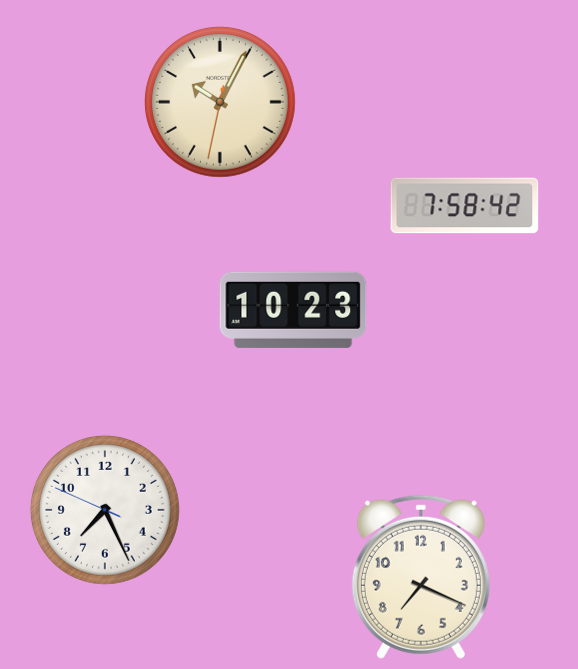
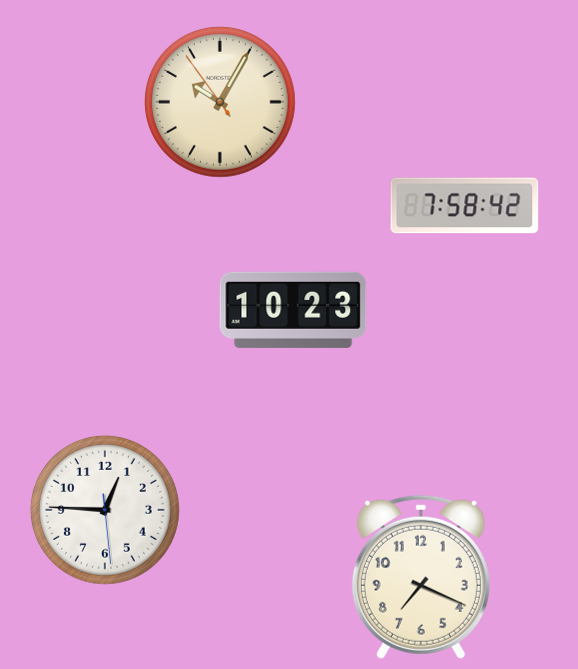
clock at (220, 102): 10:04:32 -> 10:04:54
clock at (105, 510): 7:25 -> 12:45
